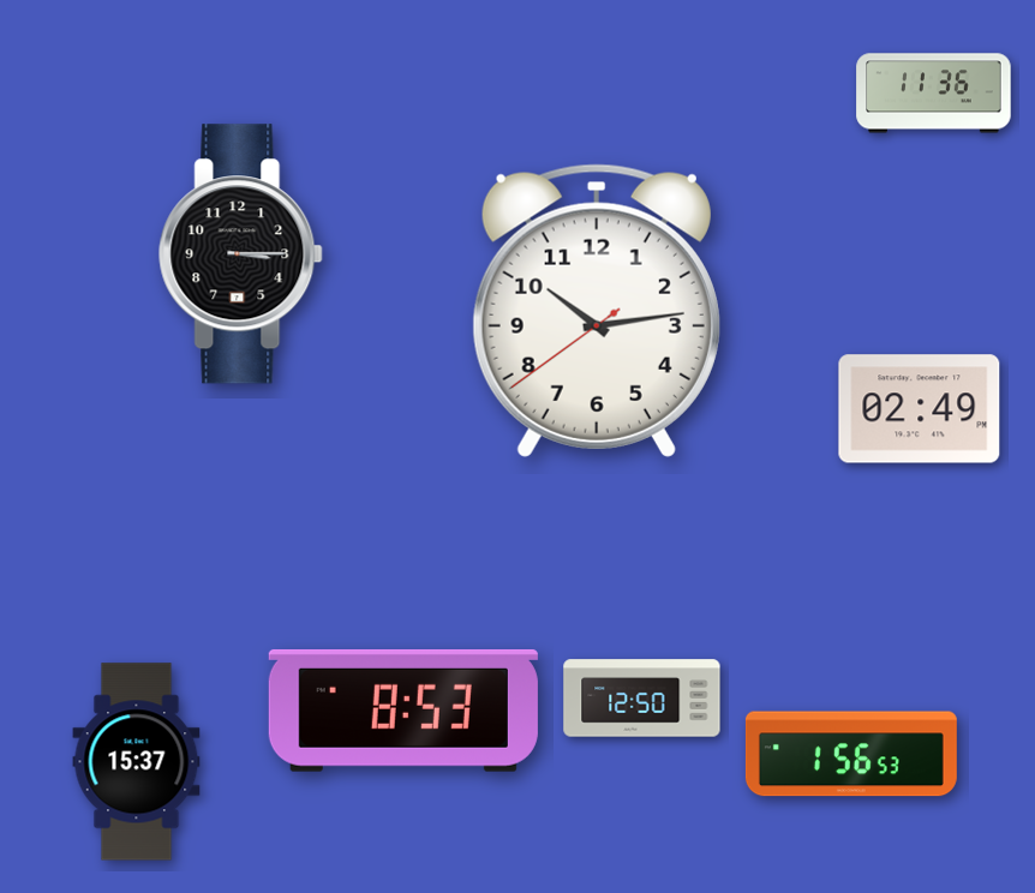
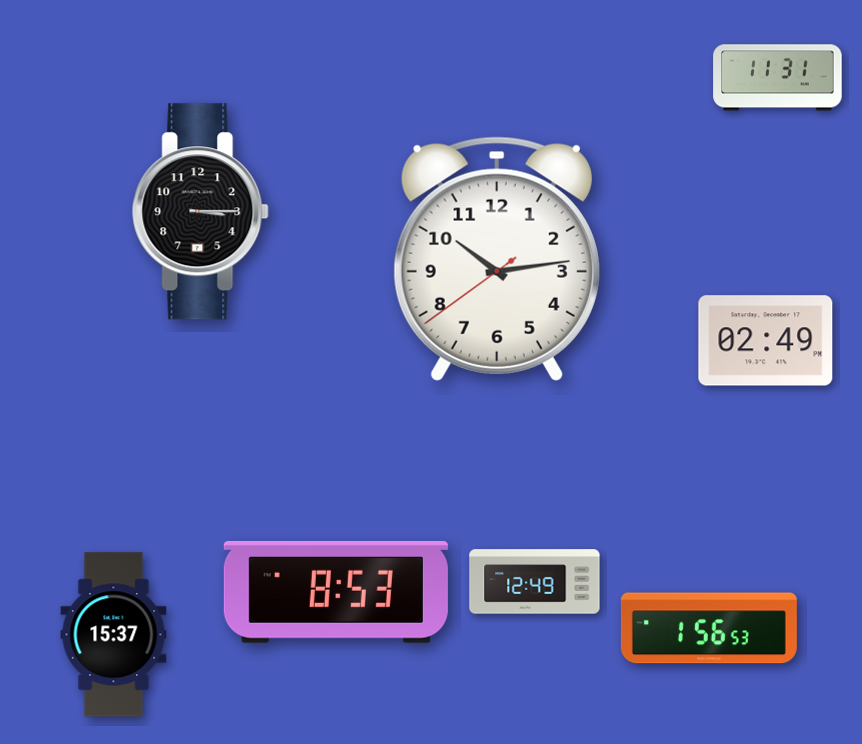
clock at (934, 94): 11:36 -> 11:31
clock at (642, 699): 12:50 -> 12:49
